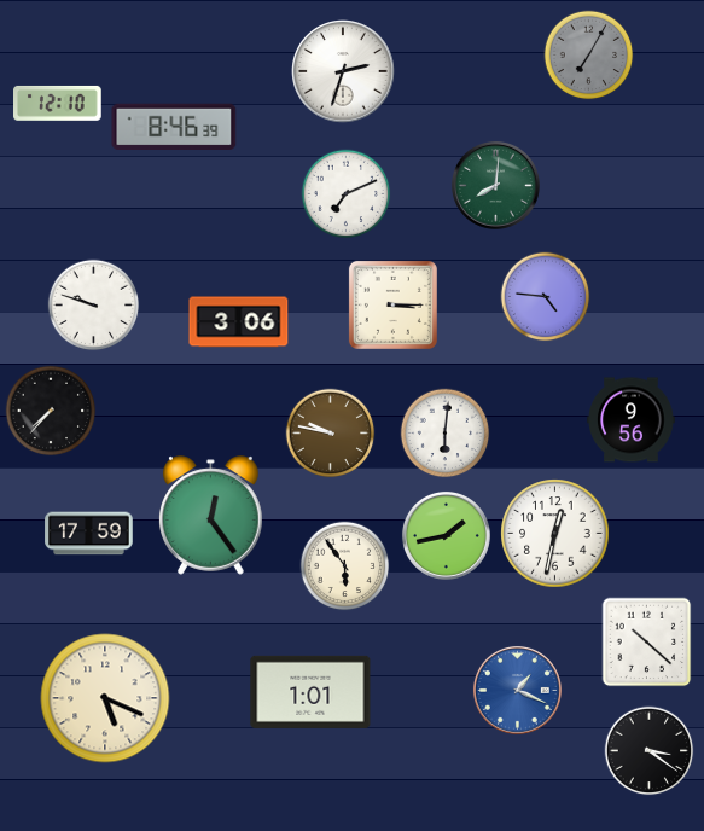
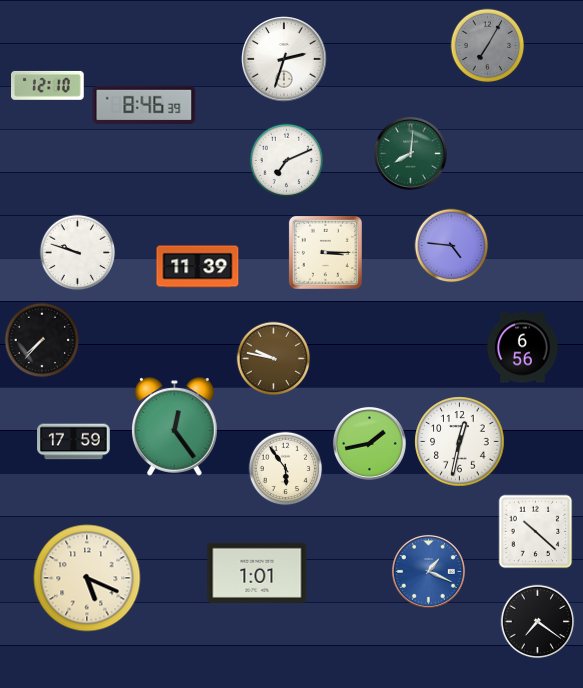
clock at (239, 322): 3:06 -> 11:39
clock at (632, 420): 9:56 -> 6:56
clock at (446, 434): 6:01 -> none
clock at (650, 751): 3:21 -> 7:21
